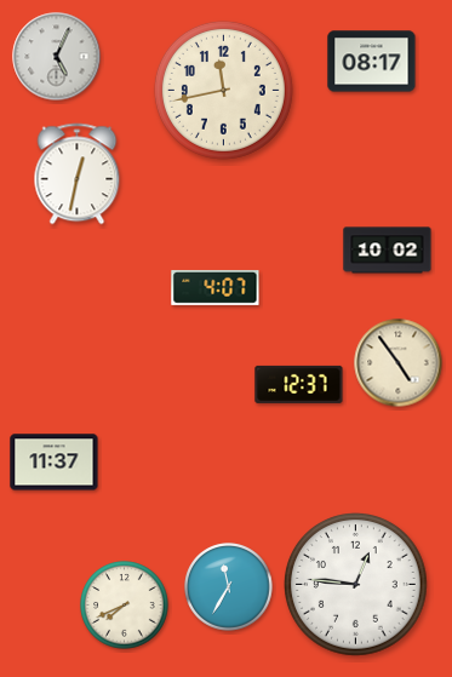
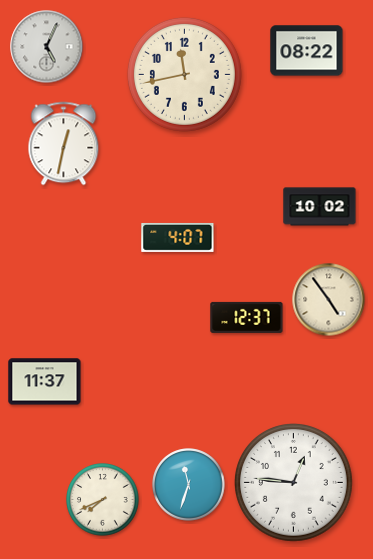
clock at (372, 62): 08:17 -> 08:22
clock at (229, 587): 11:35 -> 11:33
